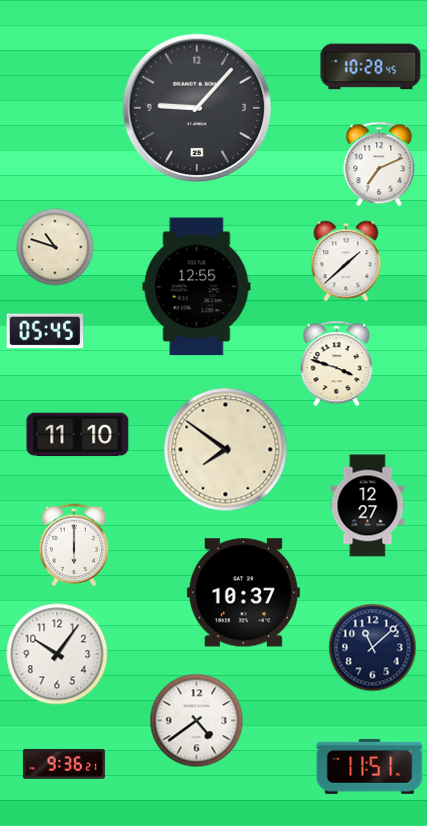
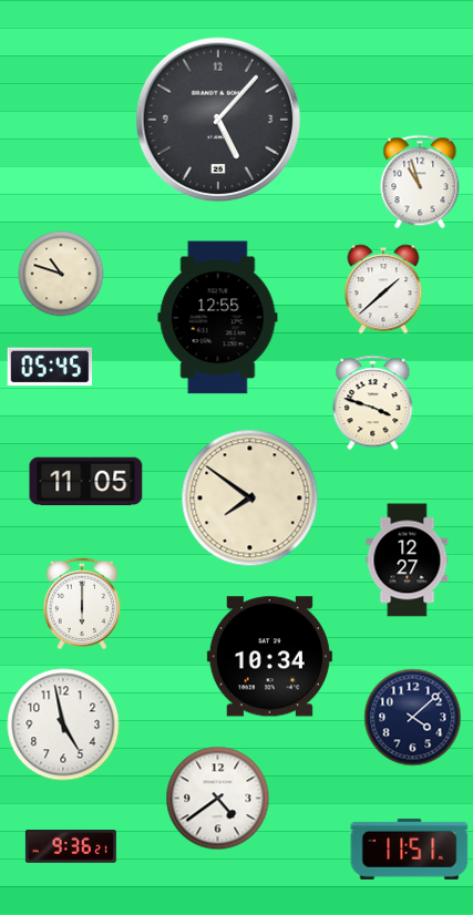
clock at (371, 67): 10:28 -> none
clock at (197, 108): 9:07 -> 5:07
clock at (379, 164): 7:11 -> 10:57
clock at (78, 435): 11:10 -> 11:05
clock at (243, 593): 10:37 -> 10:34
clock at (373, 648): 11:08 -> 4:08
clock at (57, 654): 10:06 -> 4:58
